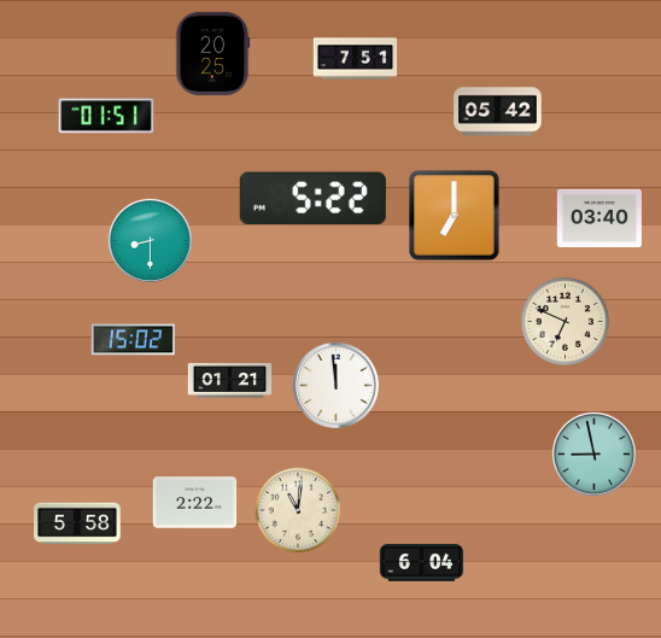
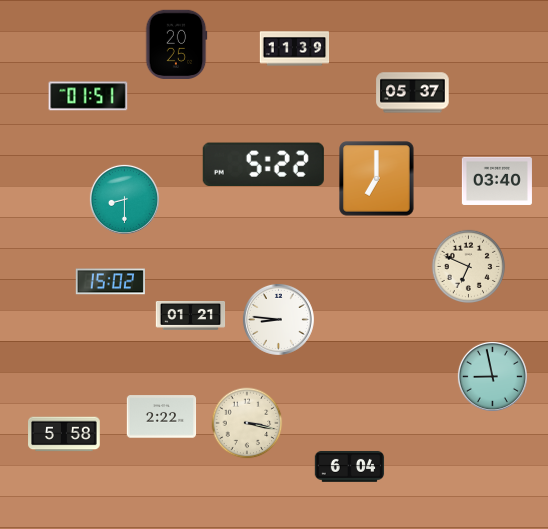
clock at (356, 59): 7:51 -> 11:39
clock at (498, 112): 05:42 -> 05:37
clock at (312, 199) position: (312, 199) -> (263, 165)
clock at (335, 385): 11:59 -> 8:46
clock at (298, 510): 11:01 -> 3:17
